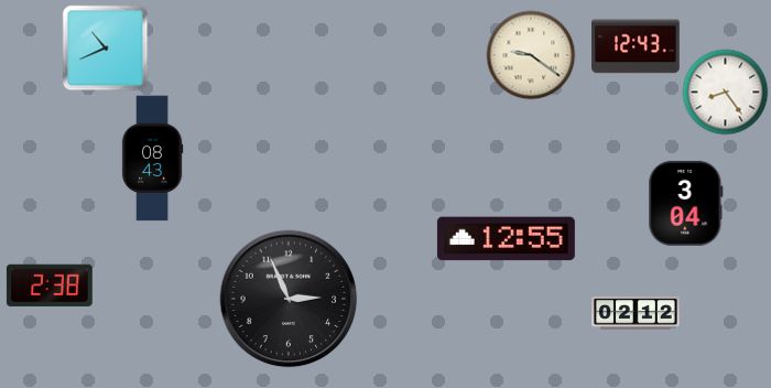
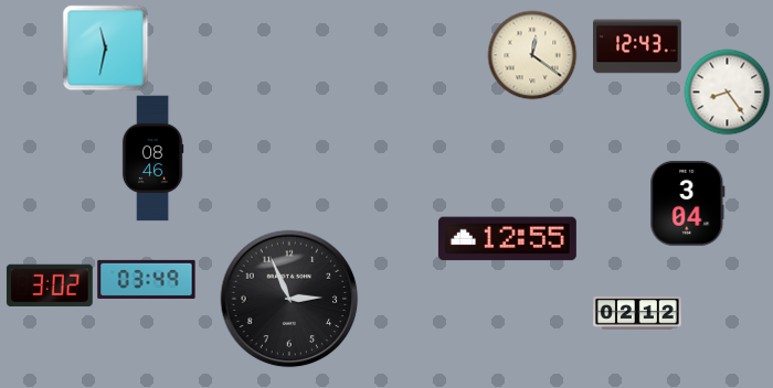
clock at (105, 47): 10:41 -> 11:32
clock at (531, 55): 9:21 -> 12:21
clock at (152, 159): 08:43 -> 08:46
clock at (147, 279): none -> 03:49
clock at (50, 285): 2:38 -> 3:02
